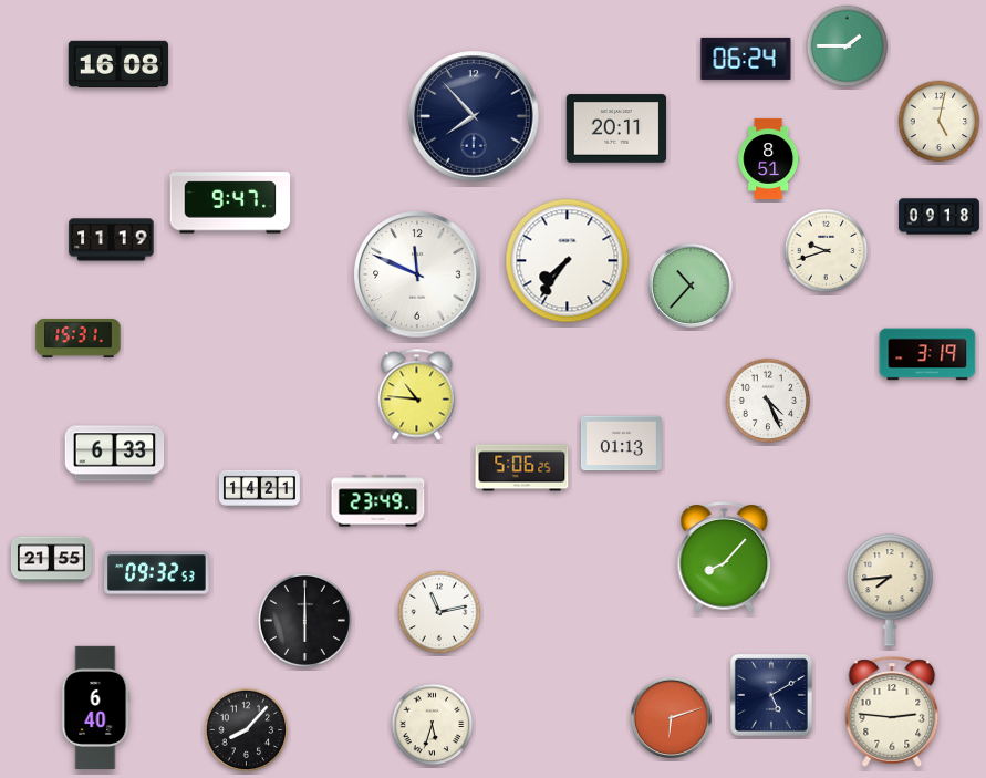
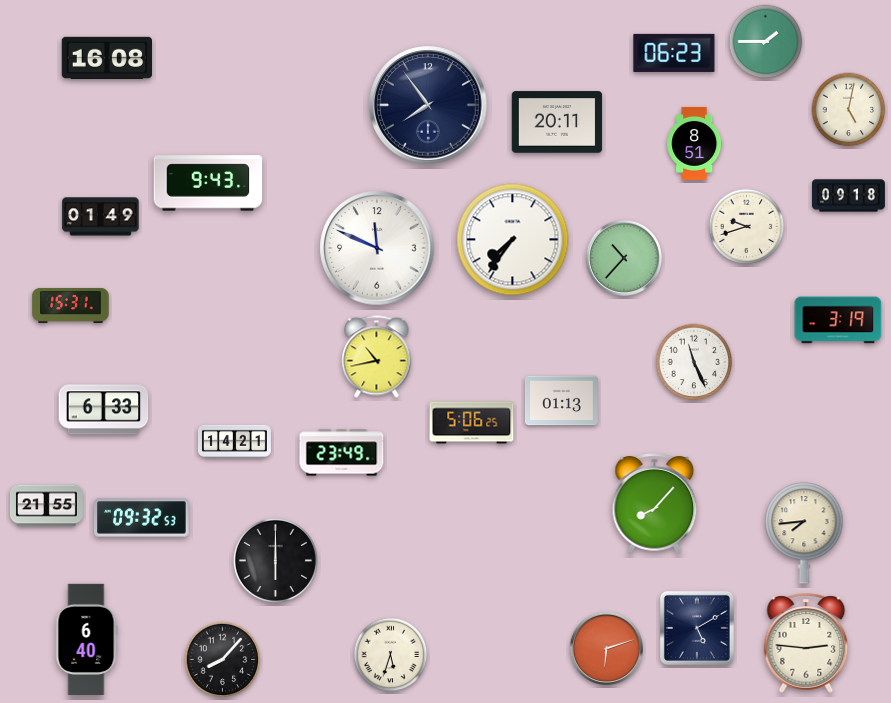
clock at (746, 59): 06:24 -> 06:23
clock at (474, 116): 7:53 -> 7:54
clock at (616, 128) position: (616, 128) -> (557, 122)
clock at (230, 203): 9:47 -> 9:43
clock at (112, 240): 11:19 -> 01:49
clock at (568, 261) position: (568, 261) -> (513, 240)
clock at (417, 395): 10:46 -> 10:43
clock at (768, 401): 4:26 -> 11:26
clock at (439, 612): 11:13 -> none
